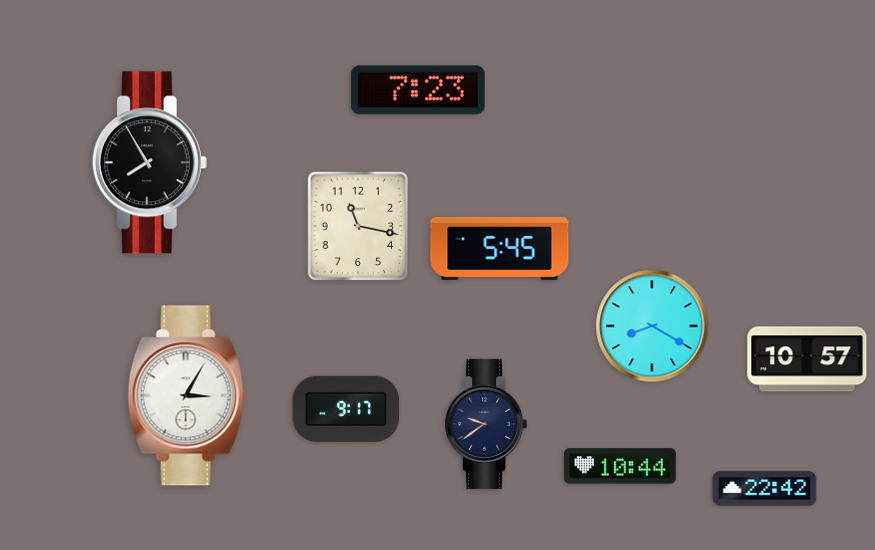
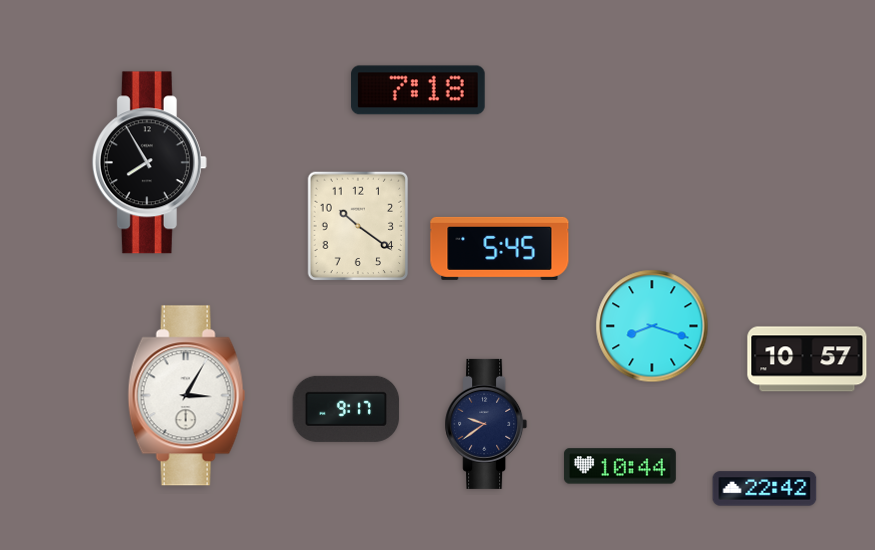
clock at (418, 90): 7:23 -> 7:18
clock at (358, 226): 11:17 -> 10:21
clock at (652, 326): 8:20 -> 8:18
